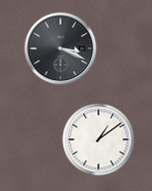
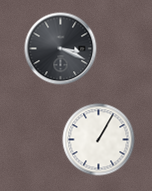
clock at (99, 140): 1:09 -> 1:05
